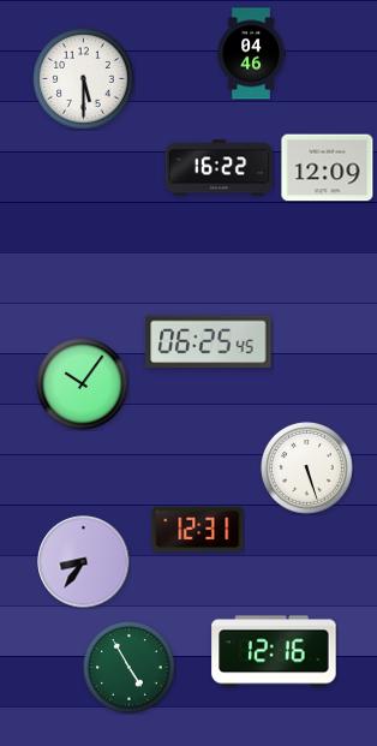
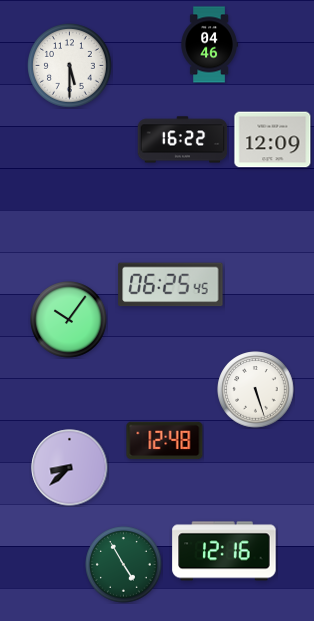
clock at (209, 342) position: (209, 342) -> (171, 285)
clock at (198, 530): 12:31 -> 12:48
clock at (84, 562): 8:36 -> 8:38
clock at (274, 651) position: (274, 651) -> (224, 551)
clock at (130, 668) position: (130, 668) -> (124, 565)
